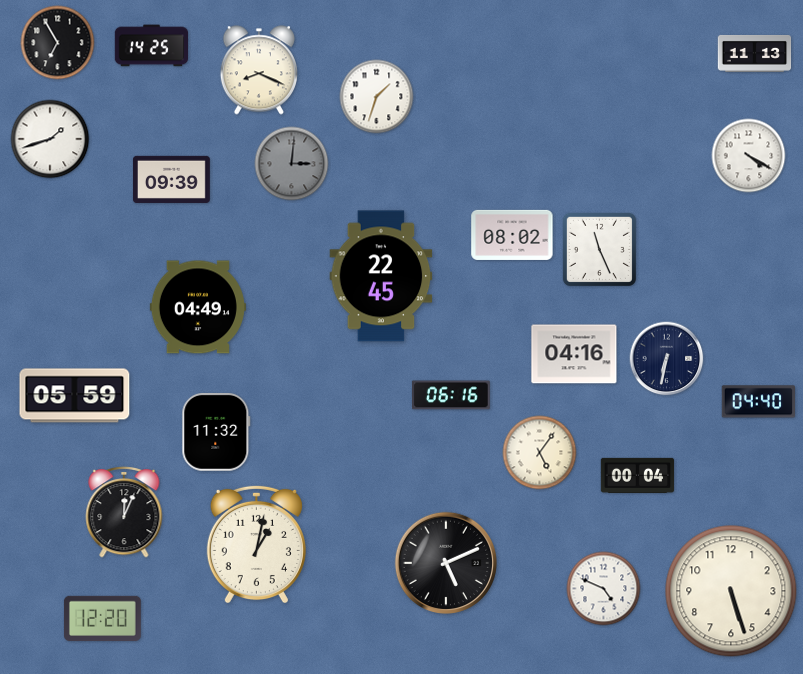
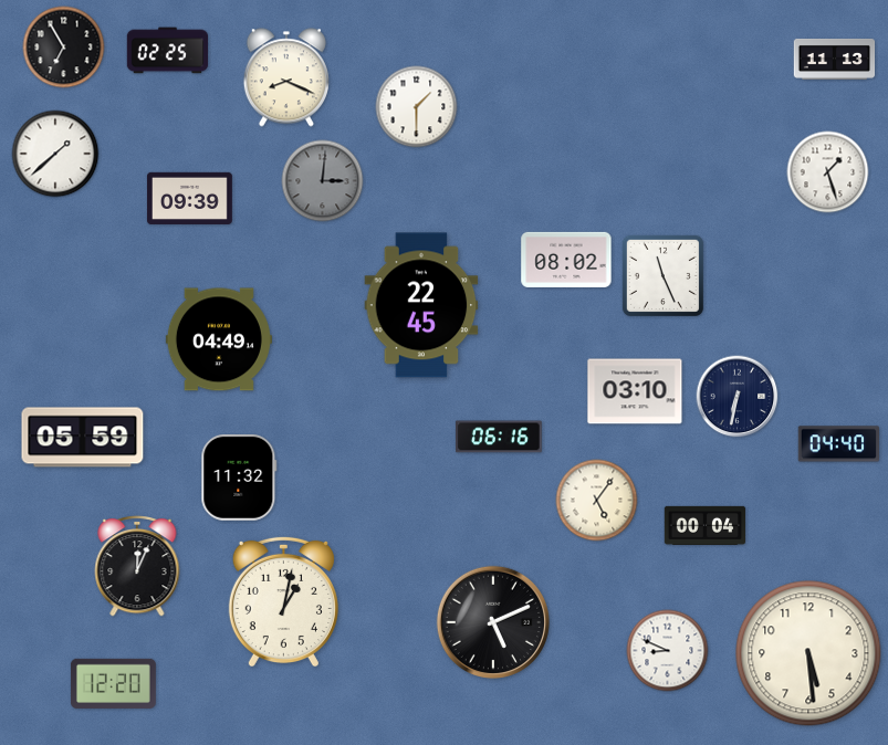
clock at (152, 46): 14:25 -> 02:25
clock at (377, 97): 1:33 -> 1:30
clock at (50, 139): 1:42 -> 1:38
clock at (749, 156): 4:20 -> 1:27
clock at (574, 354): 04:16 -> 03:10
clock at (604, 589): 4:49 -> 8:49
clock at (731, 591): 5:27 -> 5:29
